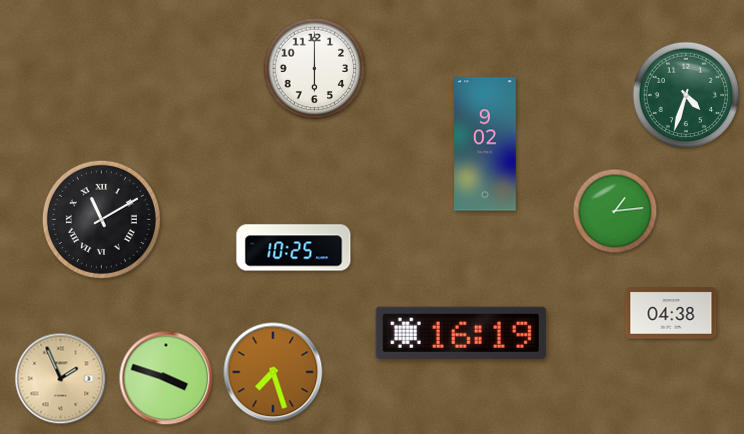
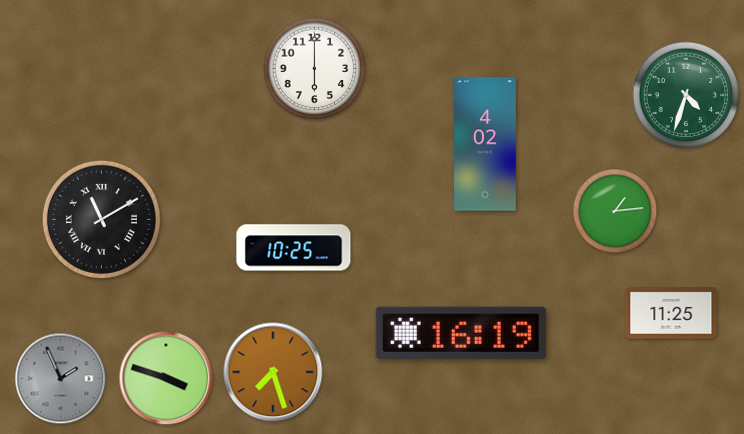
clock at (485, 144): 9:02 -> 4:02
clock at (671, 313): 04:38 -> 11:25
clock at (61, 379) dial: champagne -> grey
